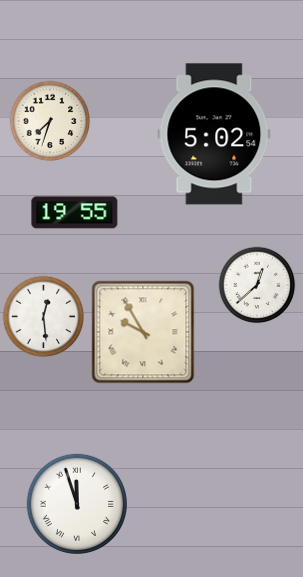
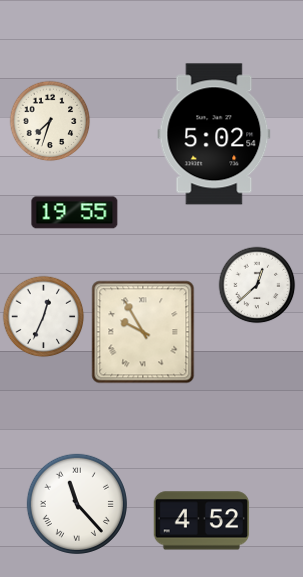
clock at (44, 317): 12:29 -> 12:34
clock at (77, 504): 11:57 -> 11:23
clock at (202, 521): none -> 4:52
